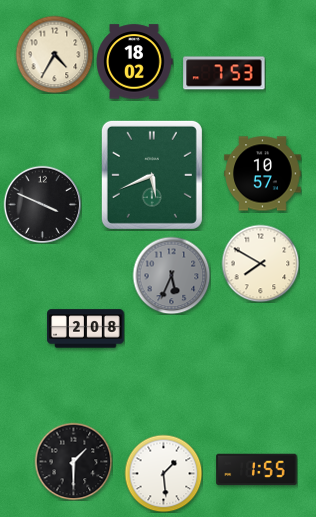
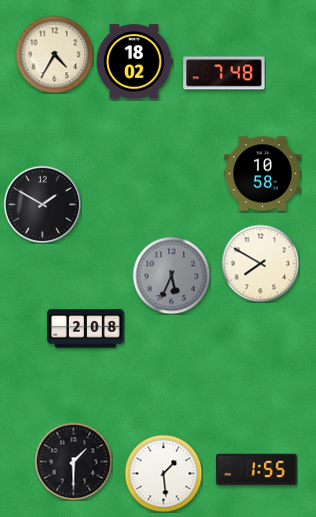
clock at (224, 73): 7:53 -> 7:48
clock at (263, 174): 10:57 -> 10:58
clock at (152, 175): 5:41 -> none
clock at (42, 204): 3:49 -> 1:50
